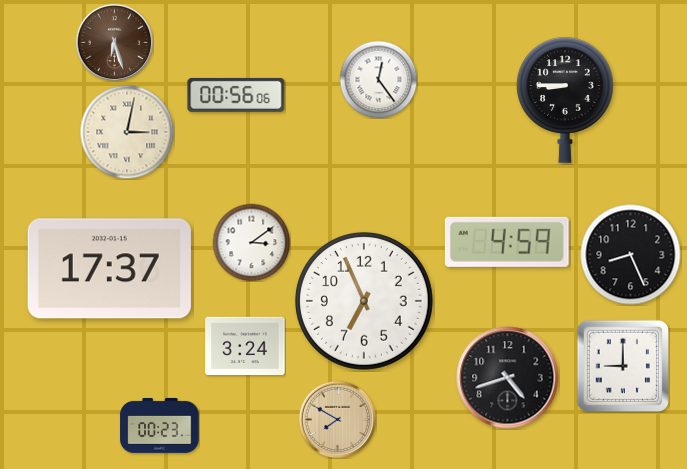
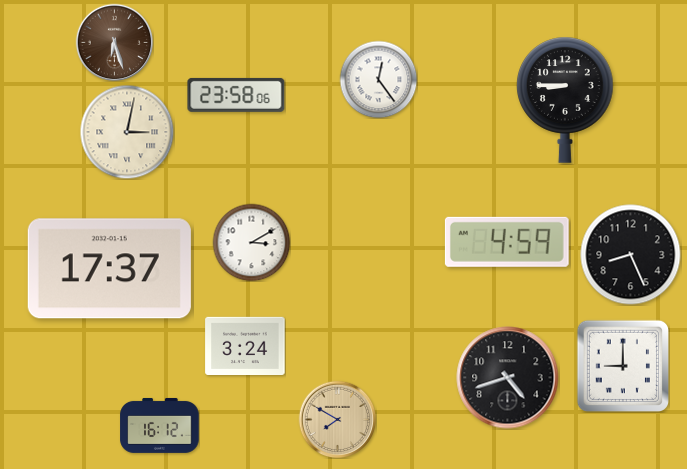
clock at (236, 95): 00:56 -> 23:58
clock at (251, 242): 3:09 -> 3:10
clock at (364, 301): 6:56 -> none
clock at (160, 425): 00:23 -> 16:12
